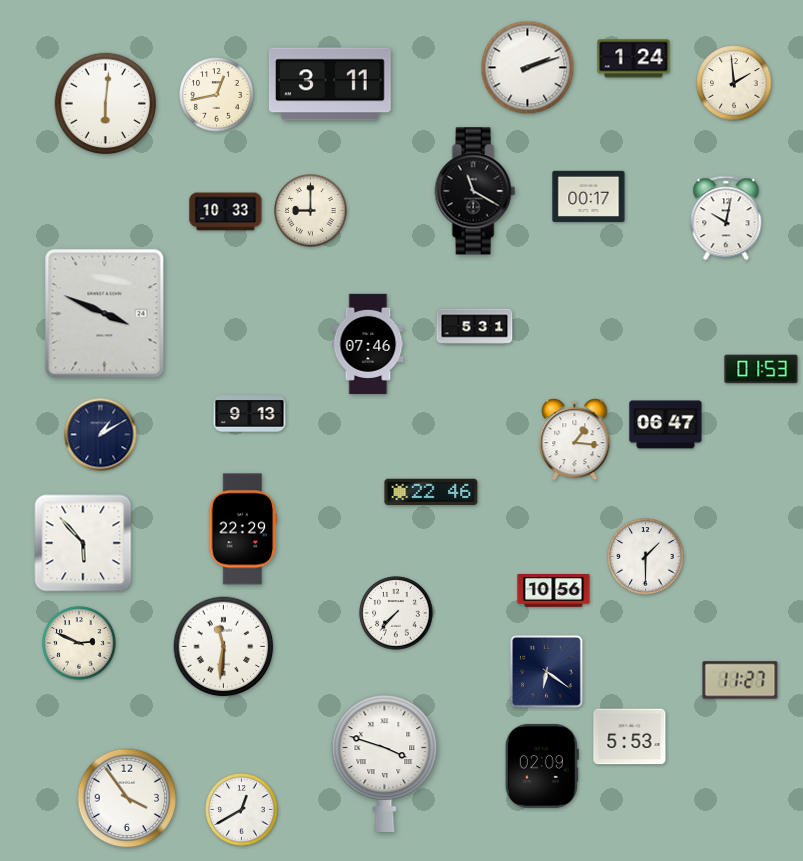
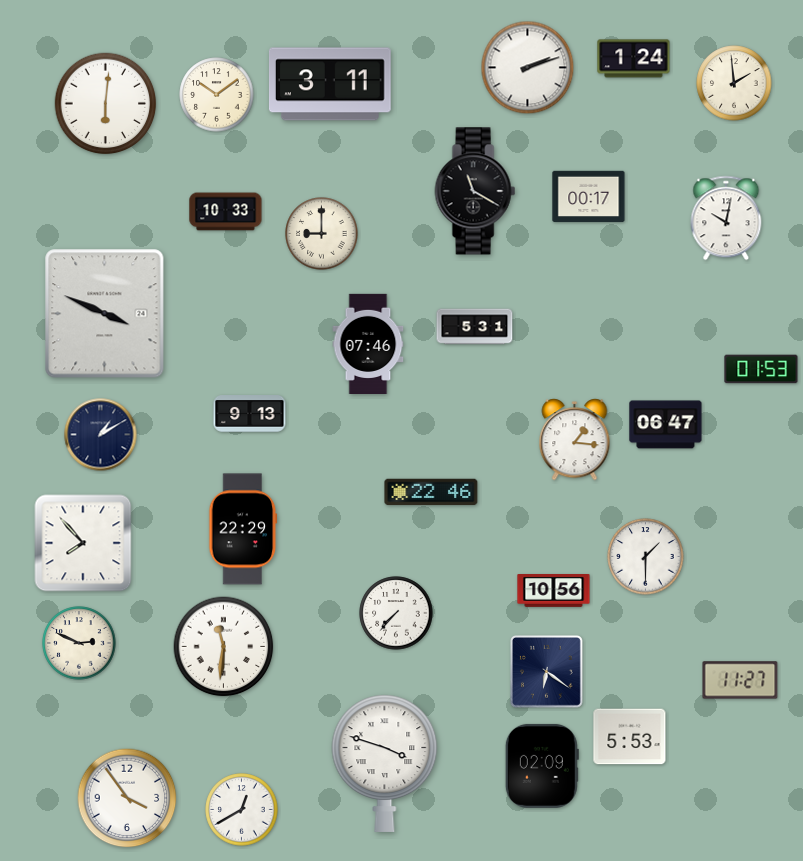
clock at (217, 95): 12:43 -> 10:09
clock at (311, 211) position: (311, 211) -> (322, 234)
clock at (83, 543): 5:53 -> 7:53
